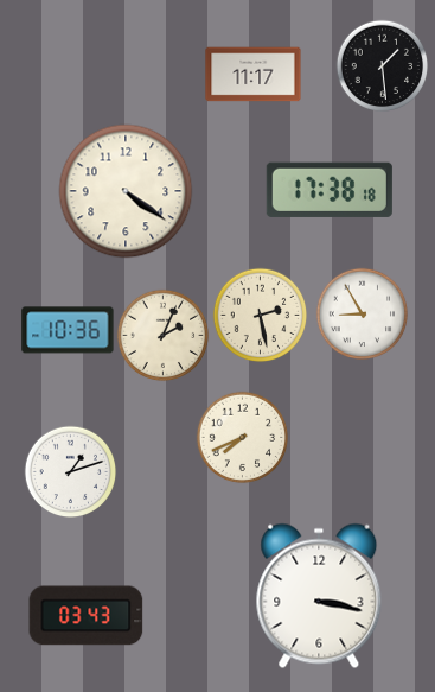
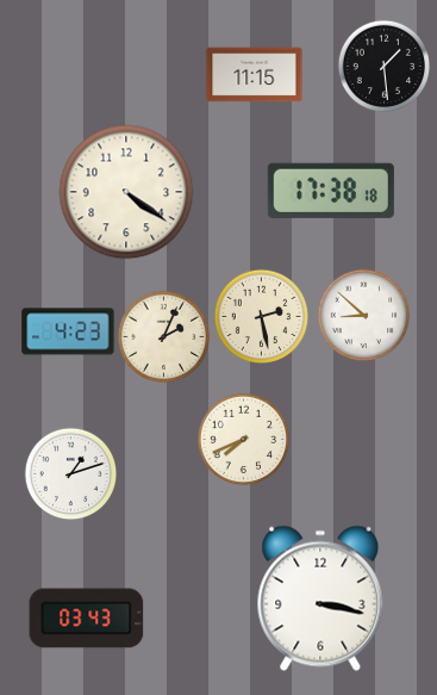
clock at (254, 75): 11:17 -> 11:15
clock at (362, 313): 8:55 -> 8:52
clock at (68, 330): 10:36 -> 4:23
